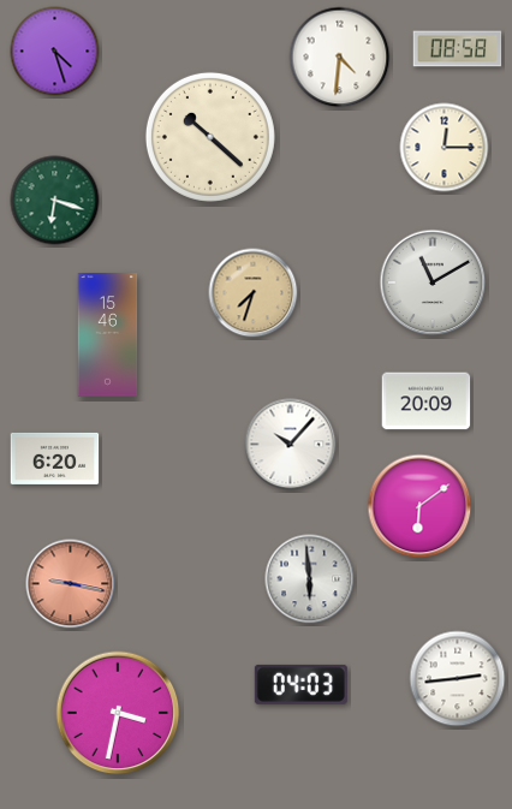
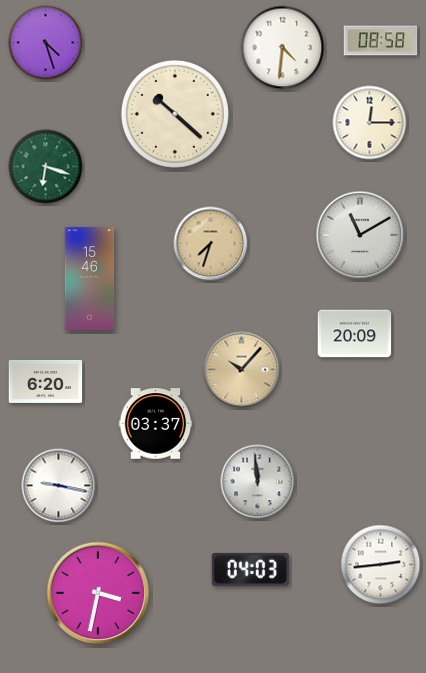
clock at (291, 445) dial: white -> champagne
clock at (419, 506): 6:09 -> none
clock at (156, 424): none -> 03:37
clock at (310, 579): 5:59 -> 11:59
clock at (71, 584) dial: salmon -> white
